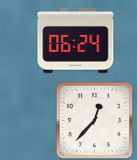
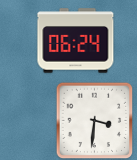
clock at (94, 120): 12:37 -> 3:31
